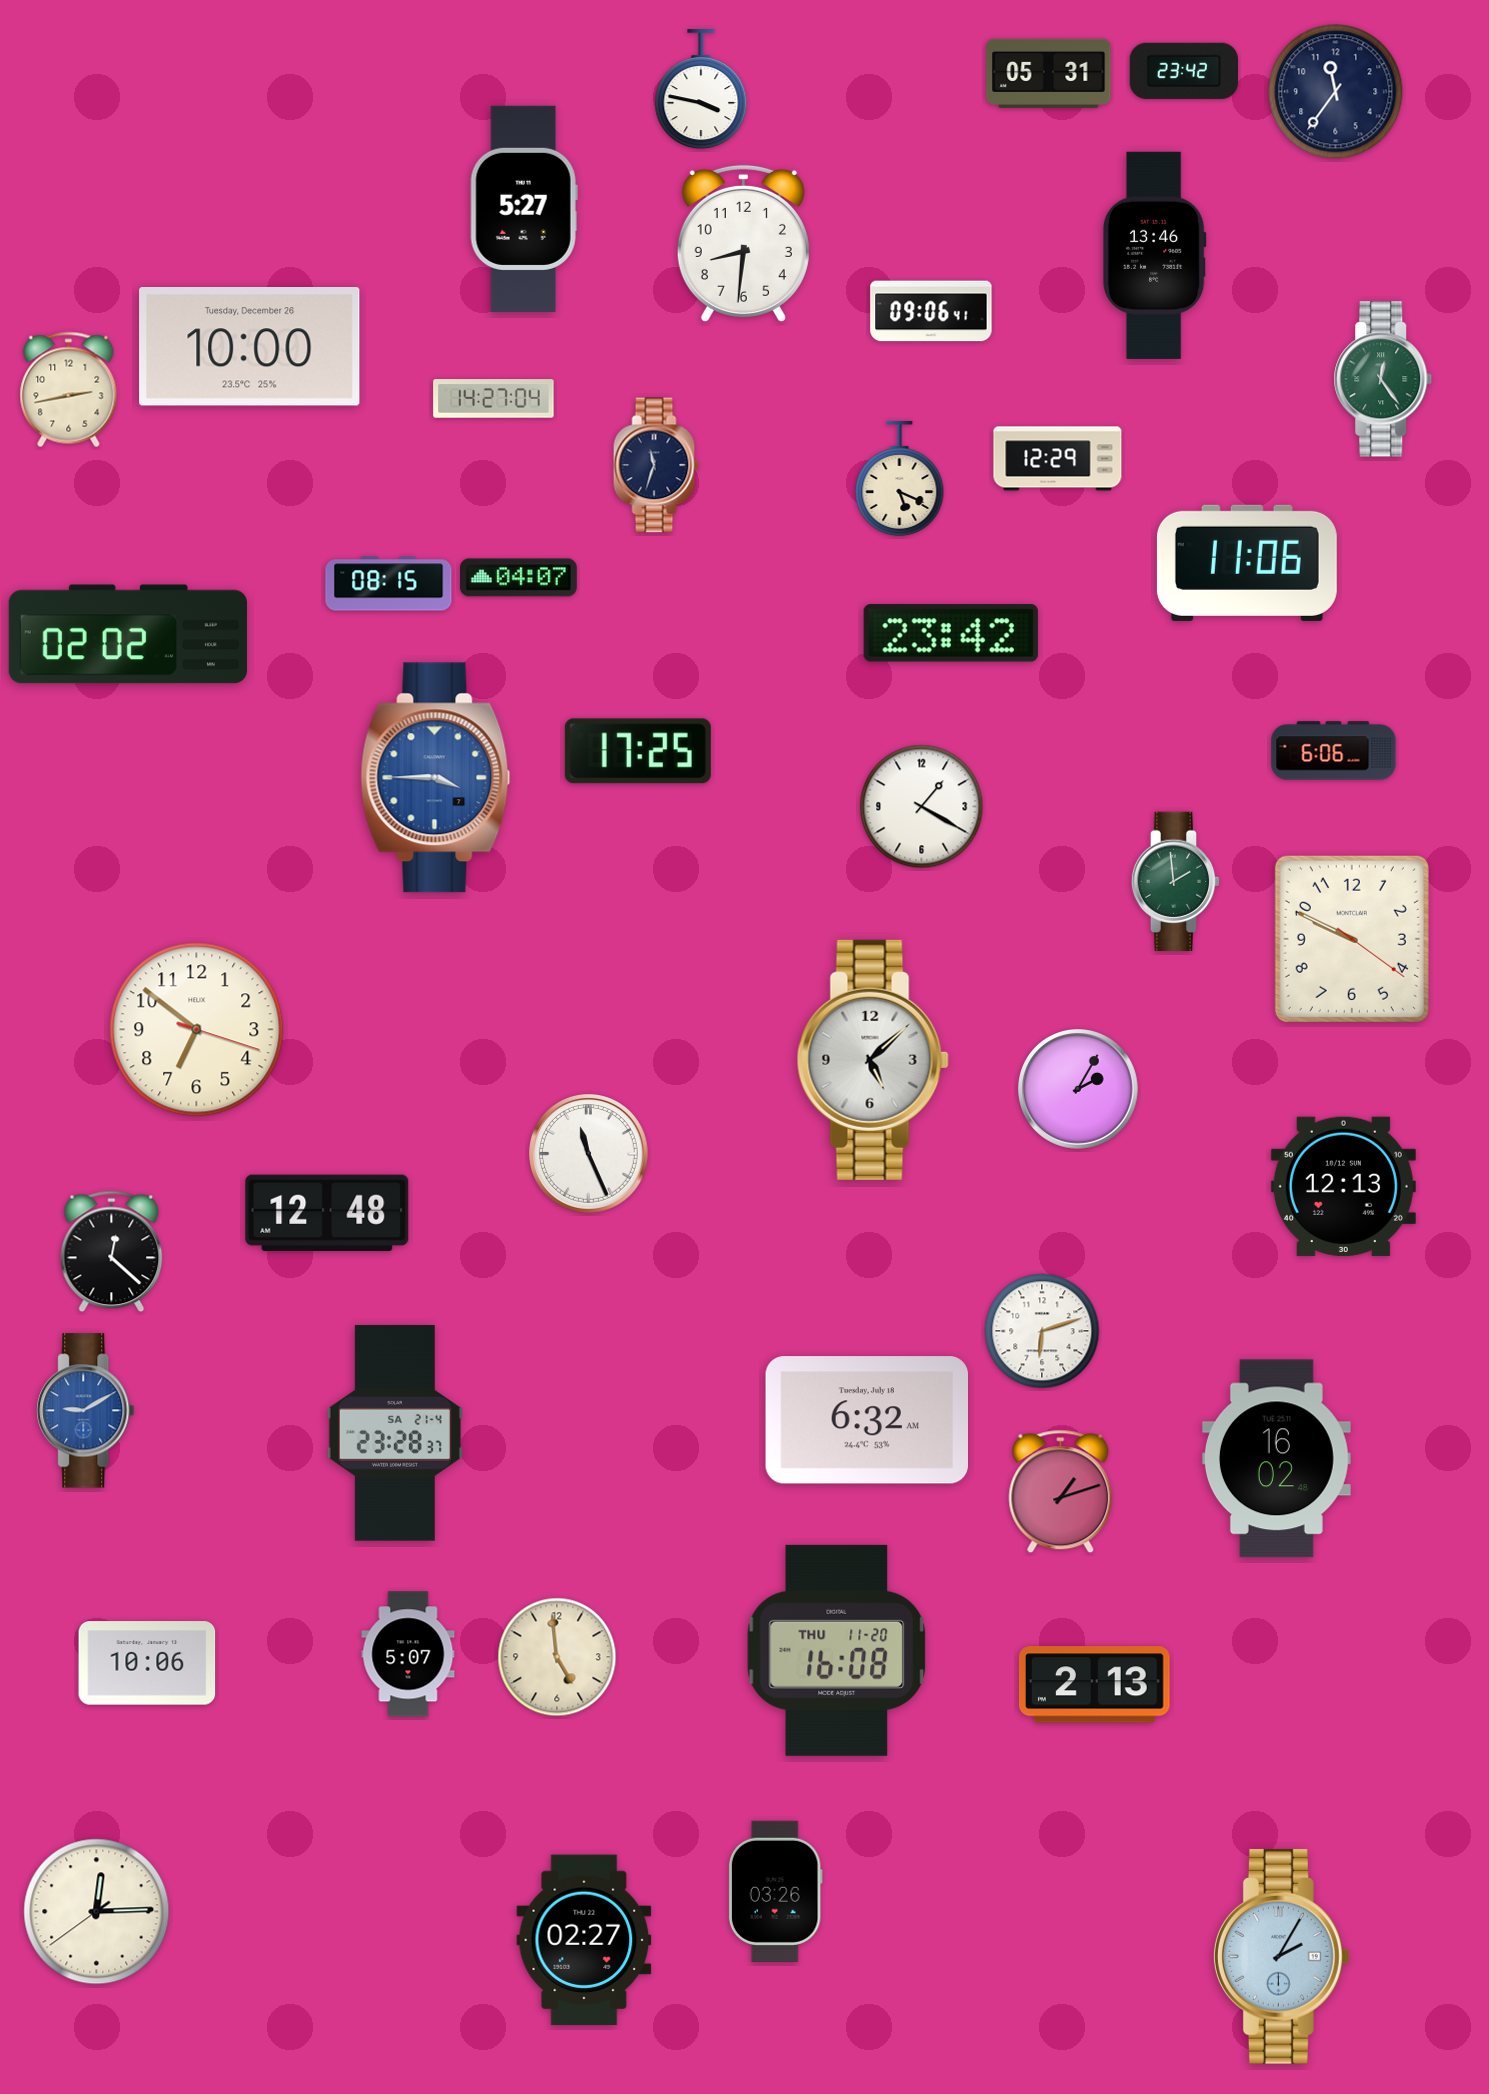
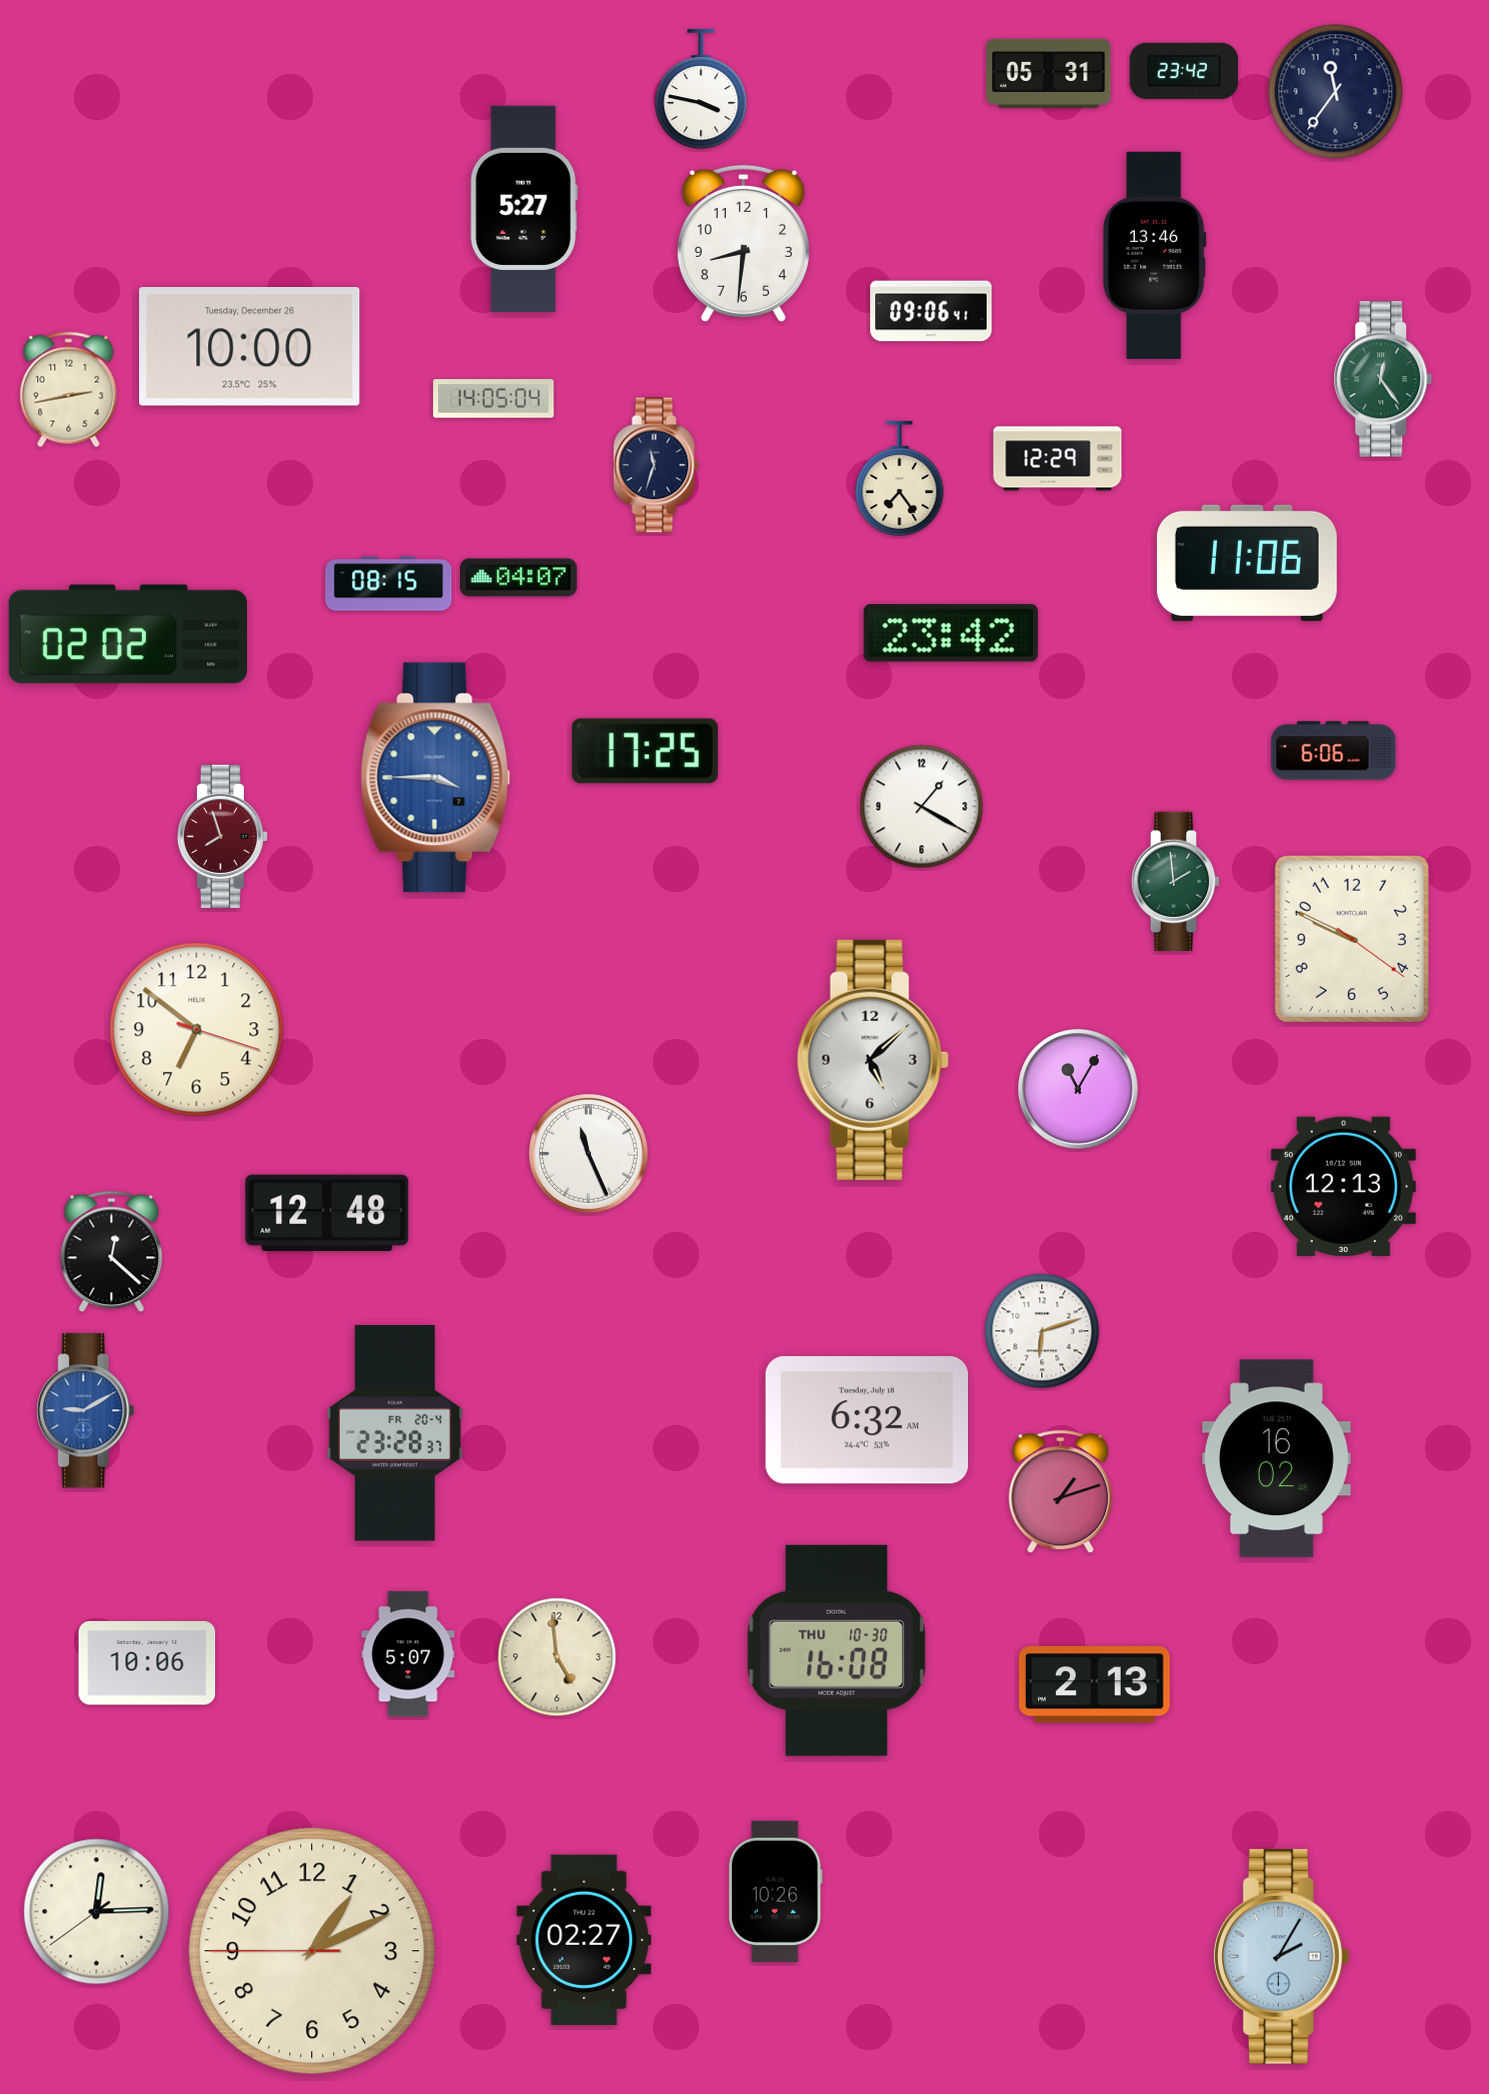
clock at (494, 399): 14:27 -> 14:05
clock at (900, 478): 5:19 -> 7:24
clock at (638, 751) position: (638, 751) -> (645, 751)
clock at (222, 836): none -> 7:57
clock at (1079, 1090): 2:05 -> 11:05
clock at (395, 1433) date: SA 21-4 -> FR 20-4
clock at (837, 1650) date: THU 11-20 -> THU 10-30
clock at (775, 1891): 03:26 -> 10:26
clock at (312, 1951): none -> 1:10
